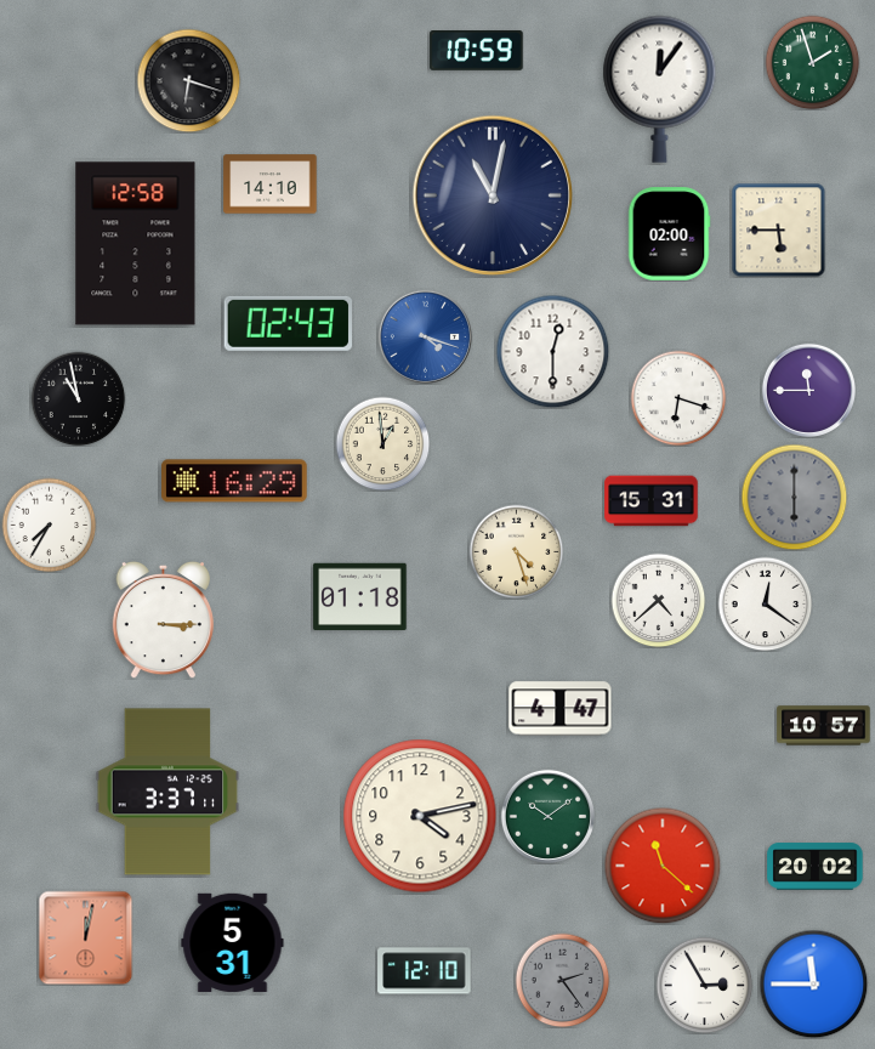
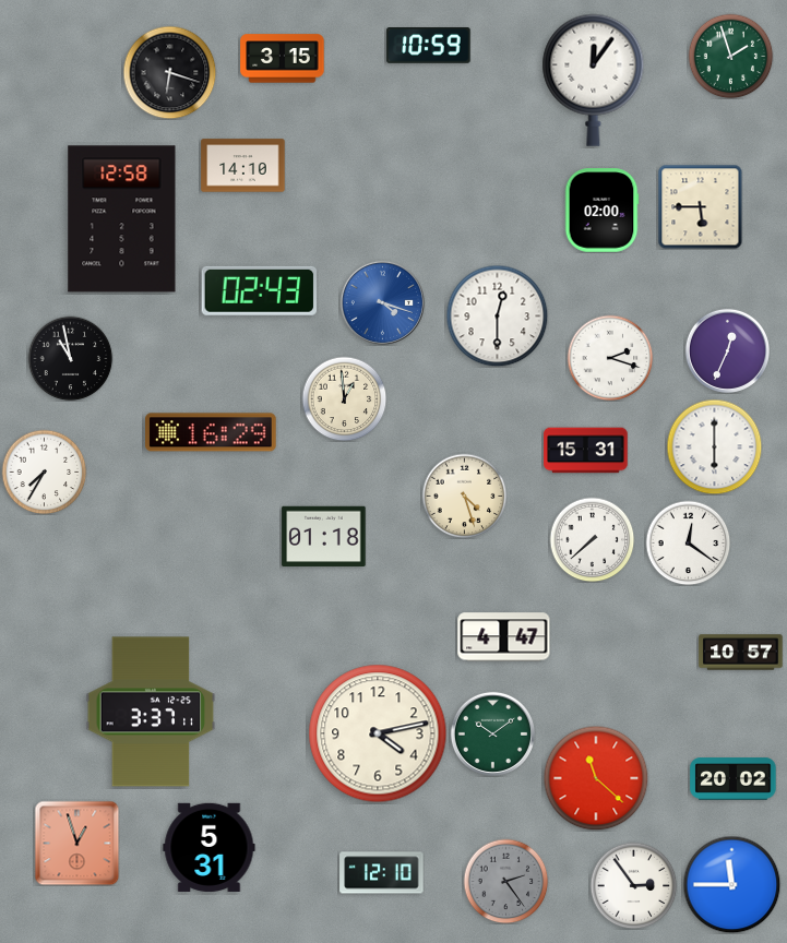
clock at (283, 59): none -> 3:15
clock at (493, 195): 11:02 -> none
clock at (808, 390): 11:45 -> 12:34
clock at (678, 398): 6:18 -> 2:18
clock at (794, 497) dial: grey -> white
clock at (658, 600): 4:38 -> 7:38
clock at (164, 619): 3:15 -> none
clock at (85, 937): 12:02 -> 12:57
clock at (704, 985): 2:55 -> 2:54
